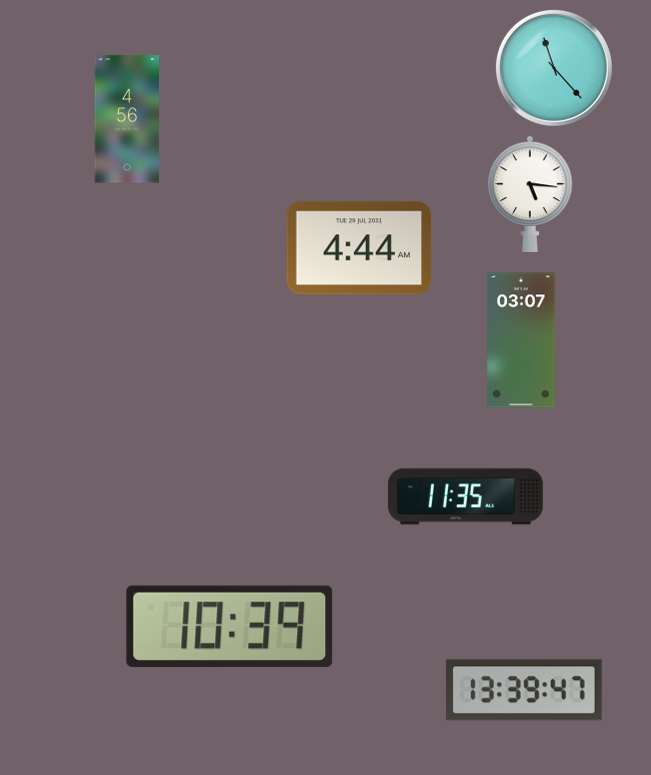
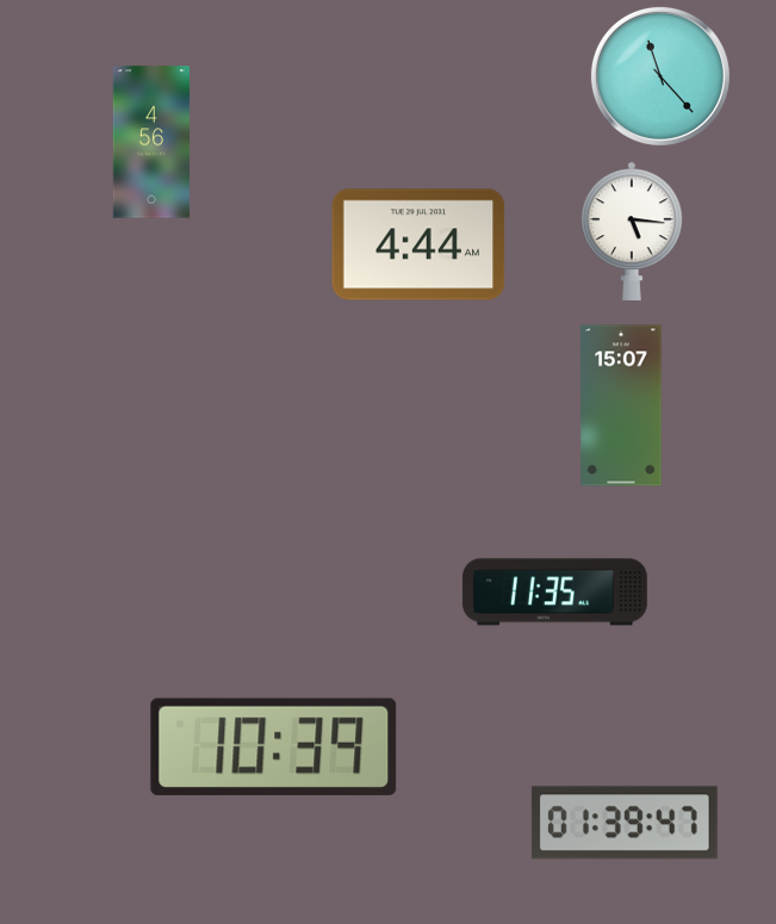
clock at (554, 68) position: (554, 68) -> (660, 76)
clock at (359, 248) position: (359, 248) -> (418, 244)
clock at (521, 340): 03:07 -> 15:07
clock at (524, 690): 13:39 -> 01:39
